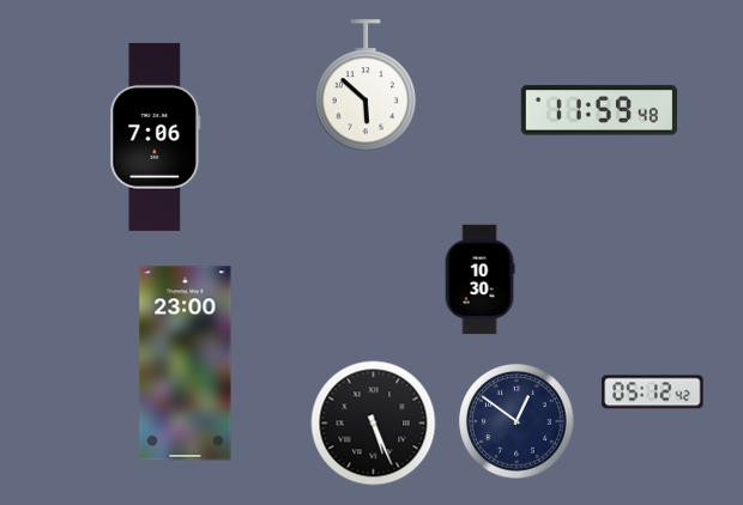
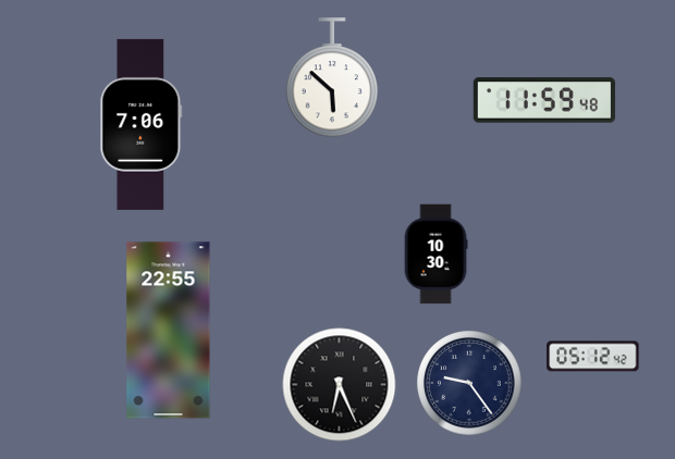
clock at (186, 364): 23:00 -> 22:55
clock at (517, 421): 12:51 -> 9:24
clock at (374, 424): 5:26 -> 6:26
